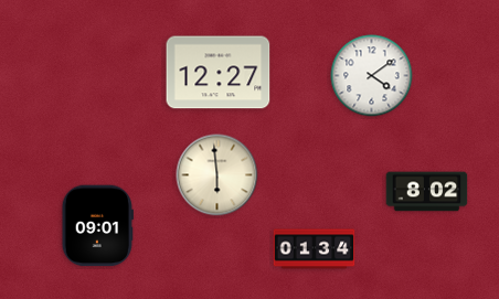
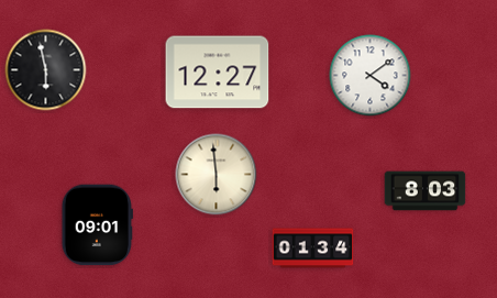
clock at (46, 70): none -> 5:58
clock at (427, 192): 8:02 -> 8:03
